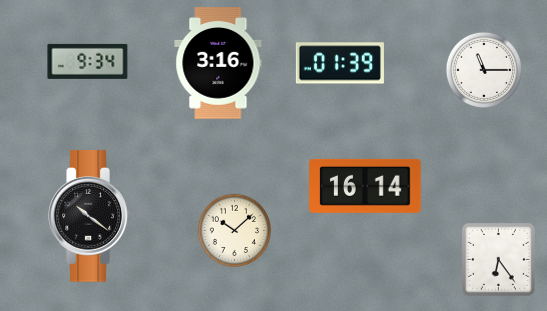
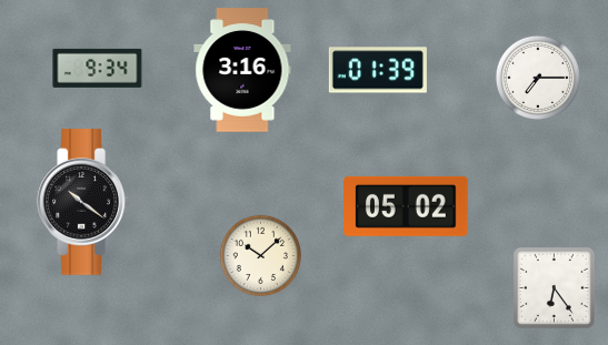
clock at (484, 70): 11:15 -> 7:15
clock at (365, 186): 16:14 -> 05:02
clock at (90, 216) position: (90, 216) -> (83, 202)
